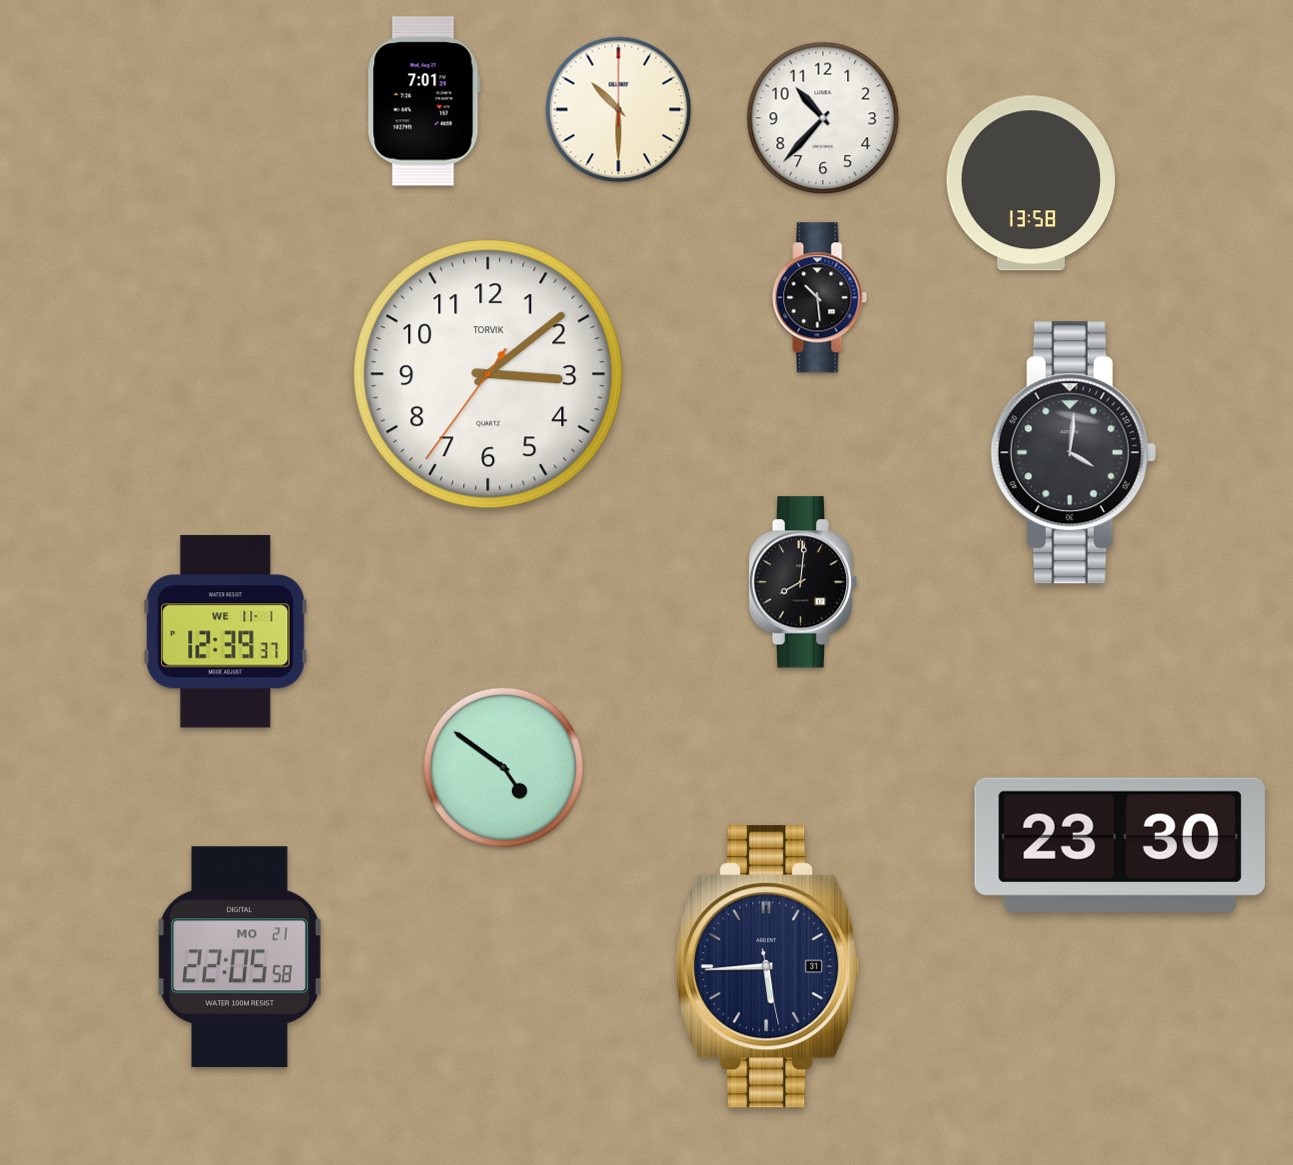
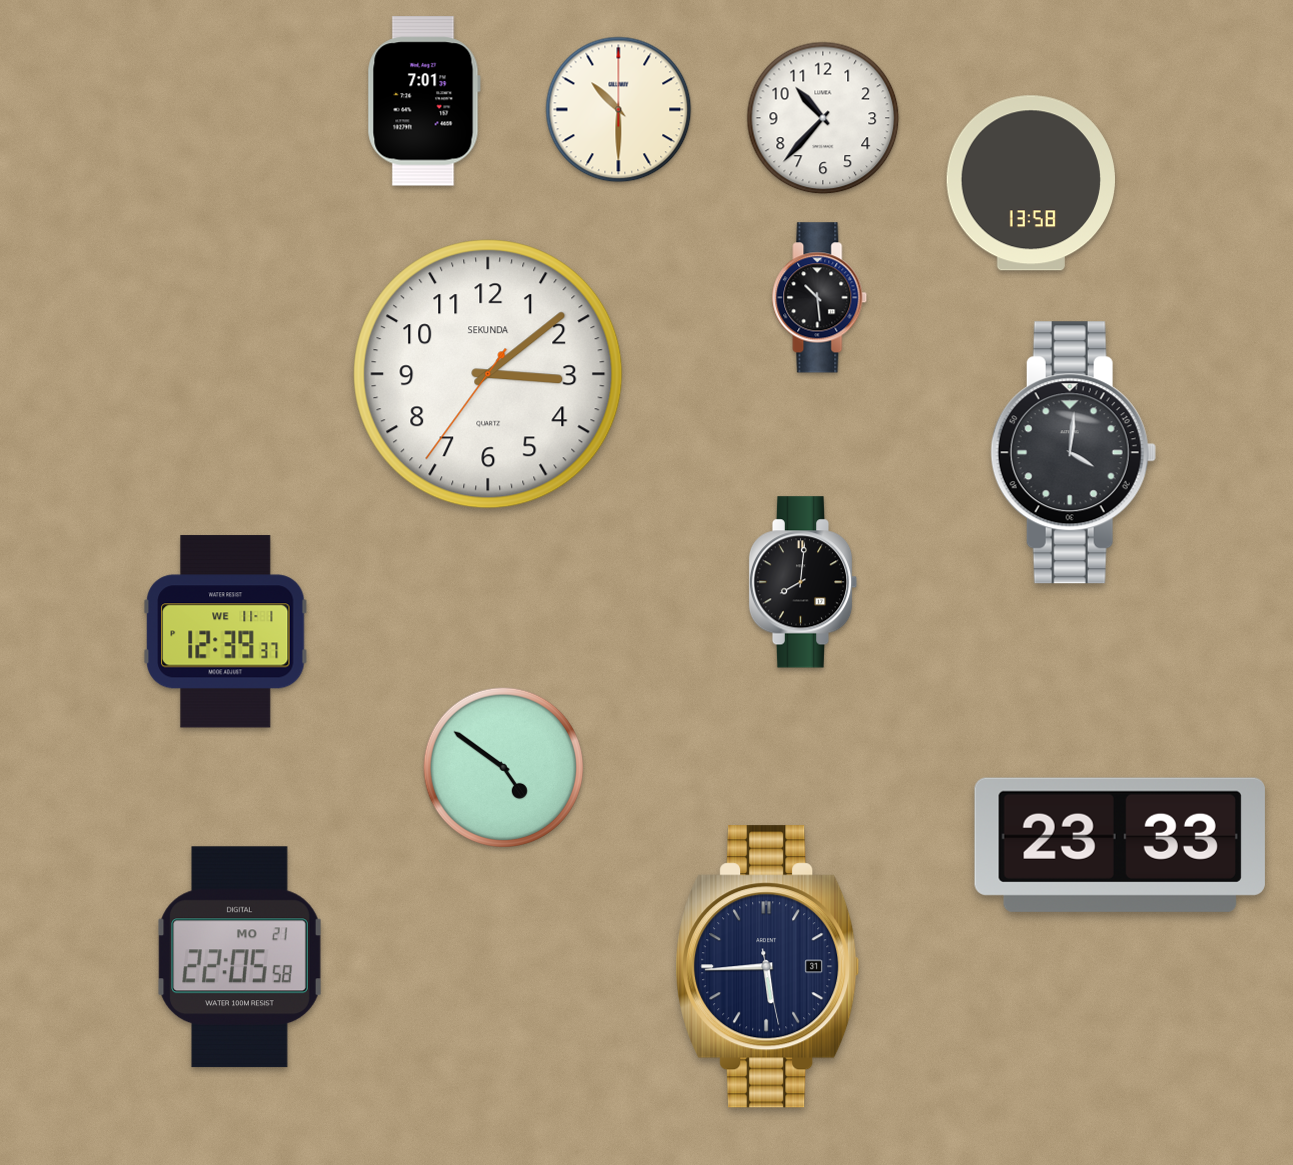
clock at (488, 374) brand: TORVIK -> SEKUNDA
clock at (1120, 845): 23:30 -> 23:33
